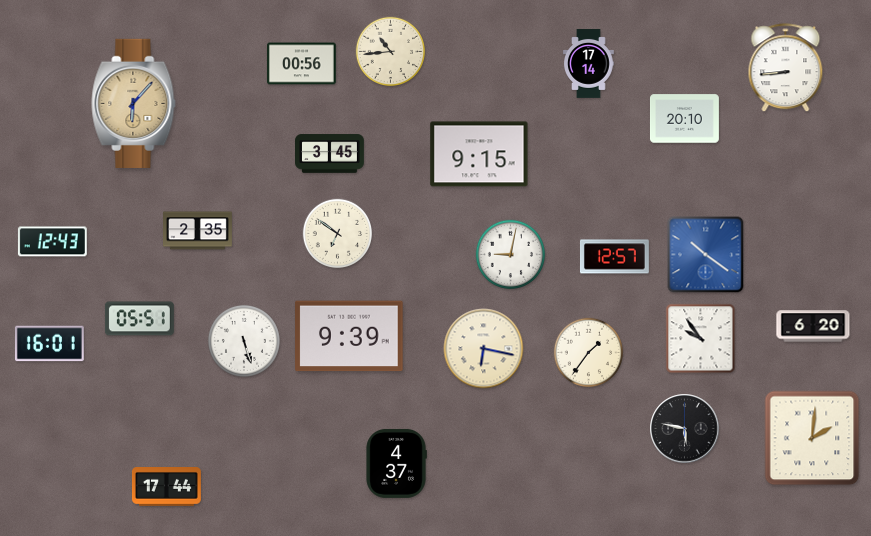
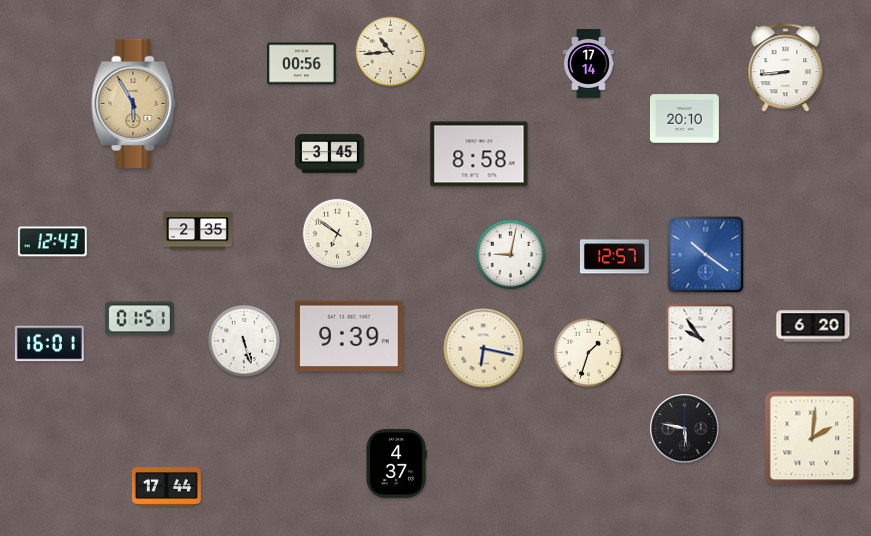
clock at (134, 103): 6:07 -> 5:55
clock at (479, 154): 9:15 -> 8:58
clock at (139, 319): 05:51 -> 01:51
clock at (589, 353): 1:36 -> 1:33
